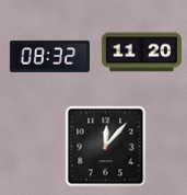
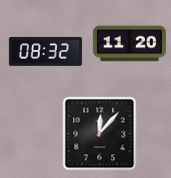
clock at (141, 53) position: (141, 53) -> (129, 44)
clock at (106, 147) position: (106, 147) -> (100, 134)
